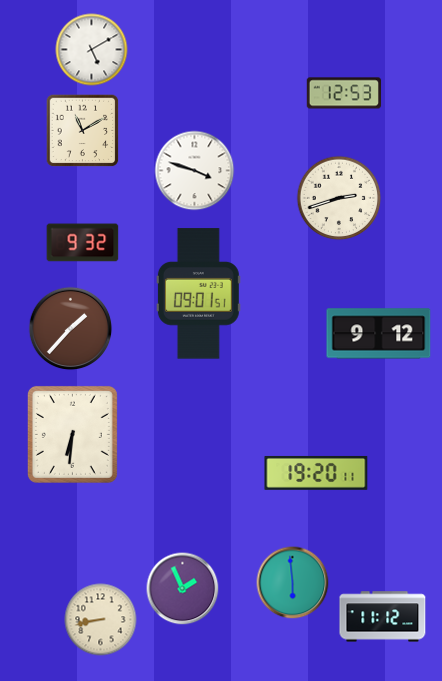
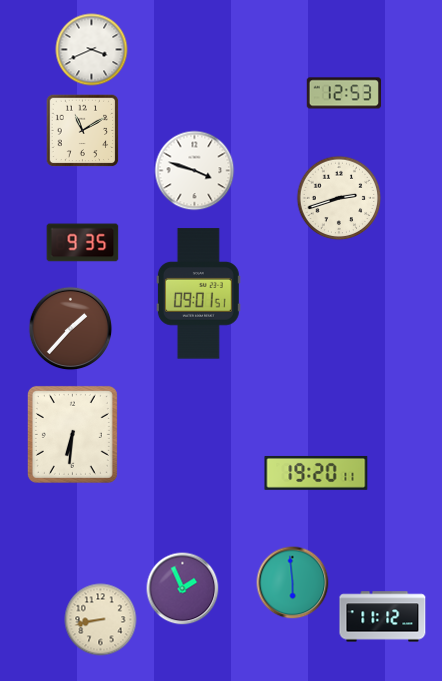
clock at (92, 50): 5:10 -> 3:41
clock at (83, 243): 9:32 -> 9:35
clock at (379, 334): 9:12 -> none
